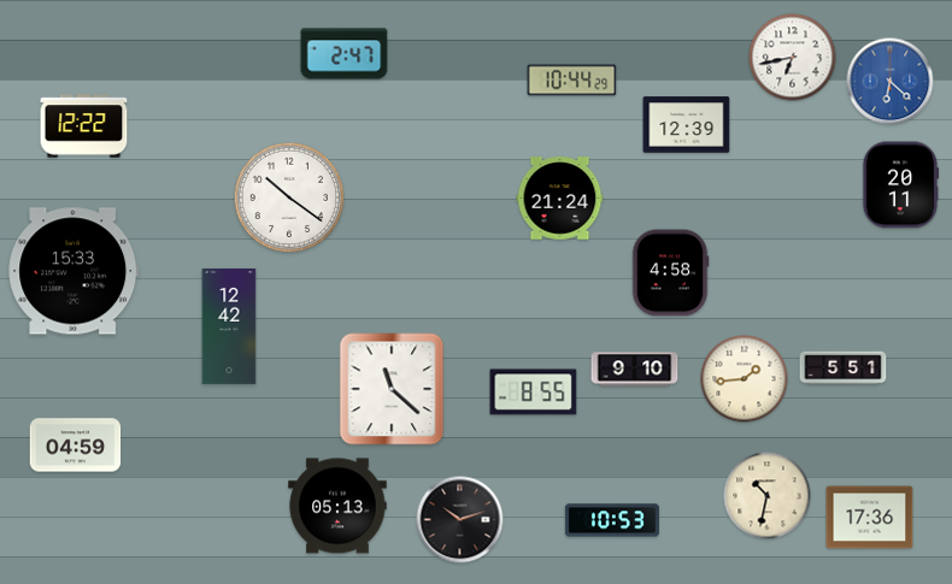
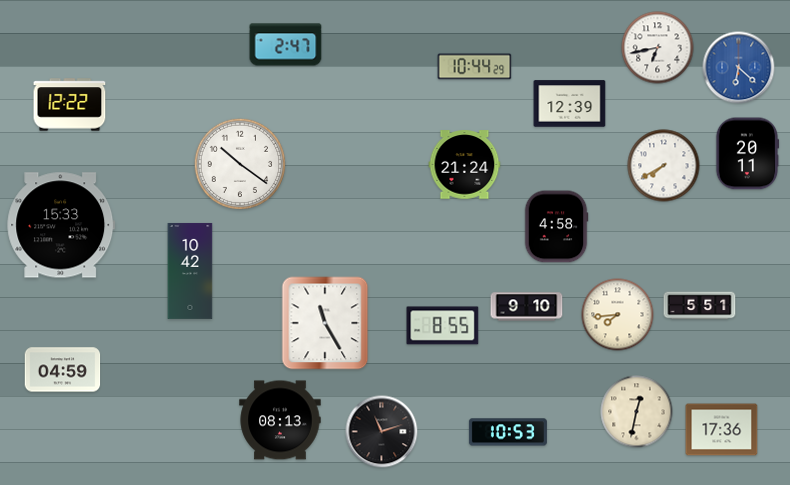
clock at (664, 166): none -> 7:40
clock at (229, 326): 12:42 -> 10:42
clock at (745, 379): 1:44 -> 7:44
clock at (392, 389): 11:22 -> 11:25
clock at (768, 496): 10:32 -> 12:32
clock at (337, 506): 05:13 -> 08:13
clock at (460, 520): 10:12 -> 11:12
